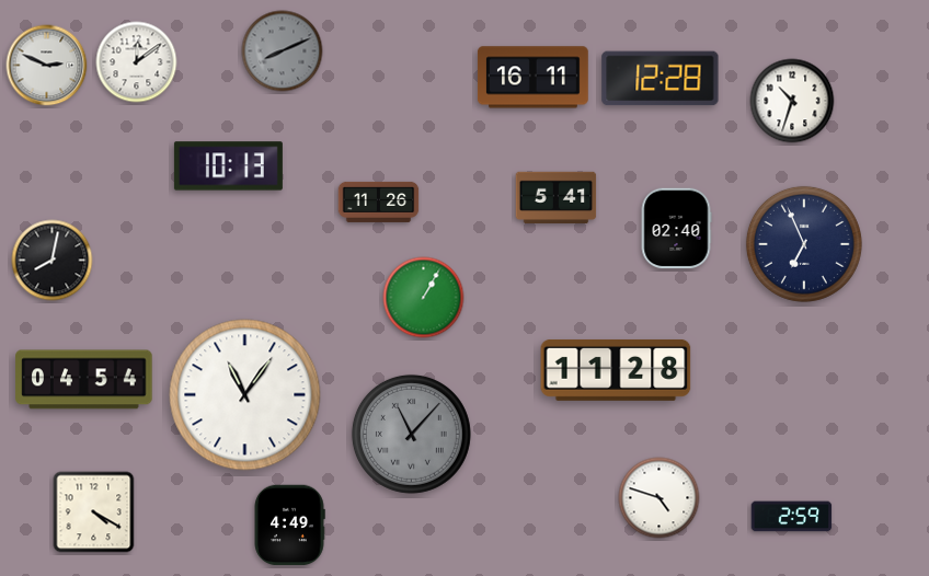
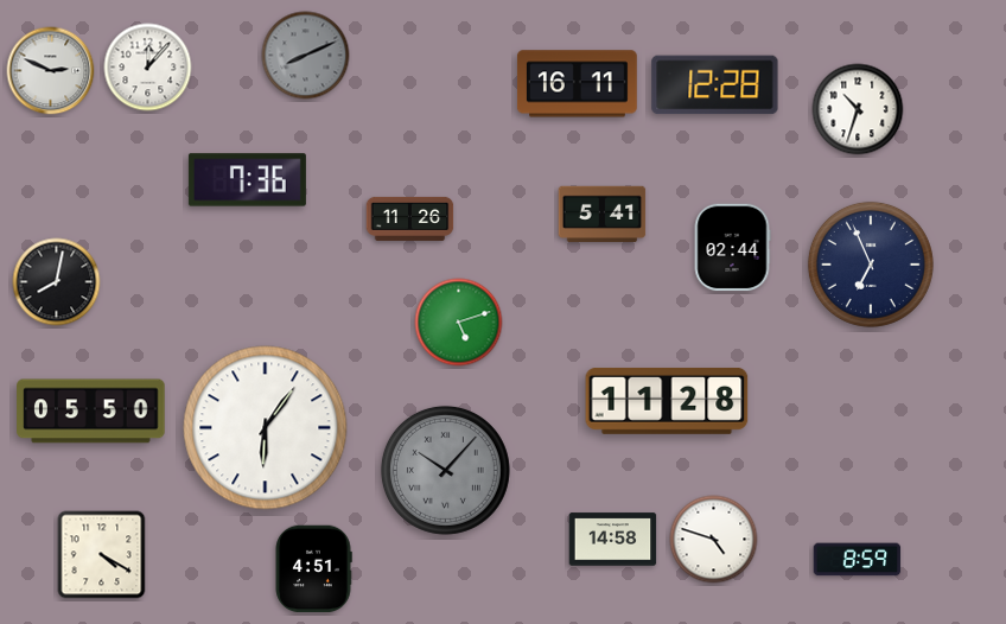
clock at (137, 62): 12:09 -> 12:07
clock at (228, 166): 10:13 -> 7:36
clock at (676, 229): 02:40 -> 02:44
clock at (424, 298): 1:05 -> 5:12
clock at (84, 380): 04:54 -> 05:50
clock at (245, 395): 11:06 -> 6:06
clock at (411, 434): 11:07 -> 10:07
clock at (613, 540): none -> 14:58
clock at (792, 517): 2:59 -> 8:59
clock at (289, 526): 4:49 -> 4:51
